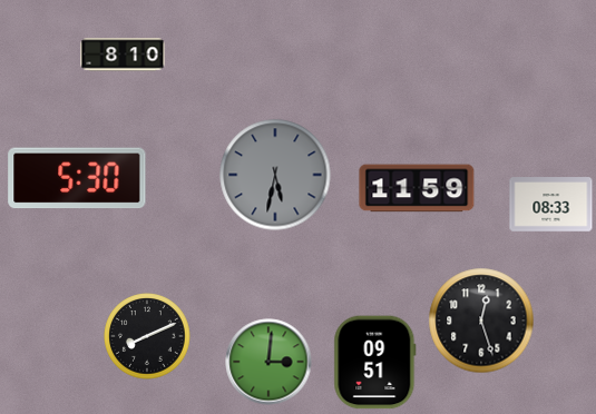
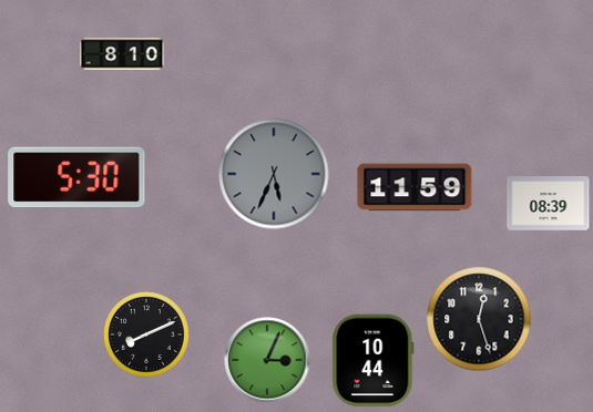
clock at (275, 175): 5:32 -> 5:34
clock at (551, 205): 08:33 -> 08:39
clock at (268, 362): 3:01 -> 3:04
clock at (375, 363): 09:51 -> 10:44
